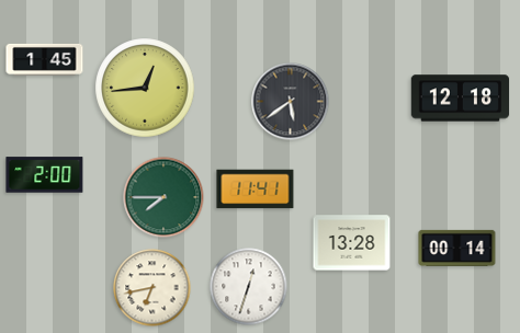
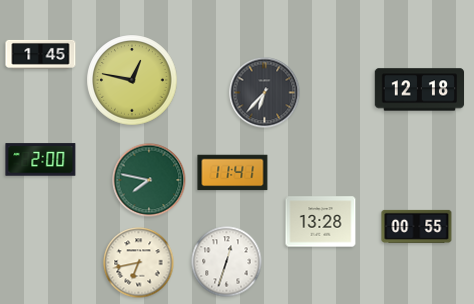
clock at (145, 88): 12:44 -> 12:47
clock at (291, 102): 5:39 -> 6:37
clock at (163, 197): 7:45 -> 7:47
clock at (457, 248): 00:14 -> 00:55
